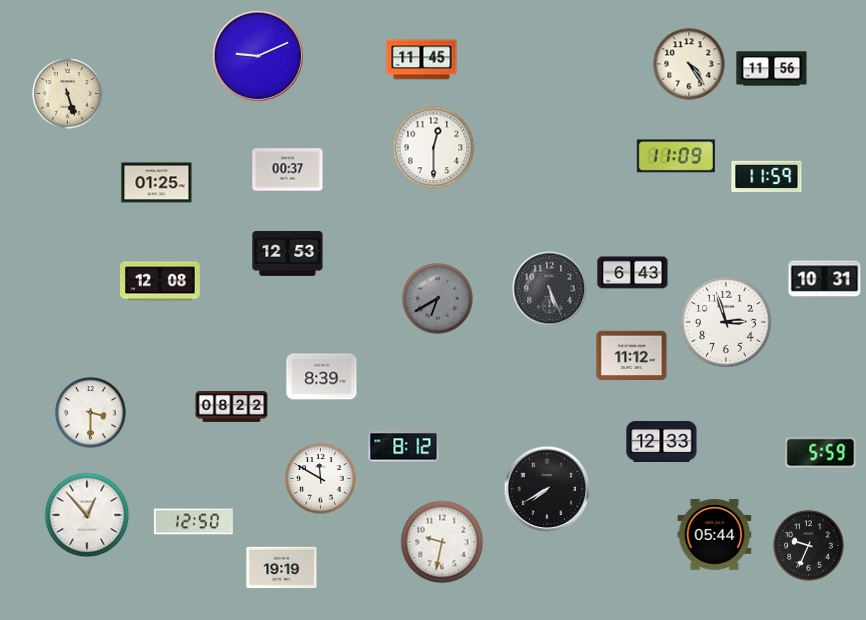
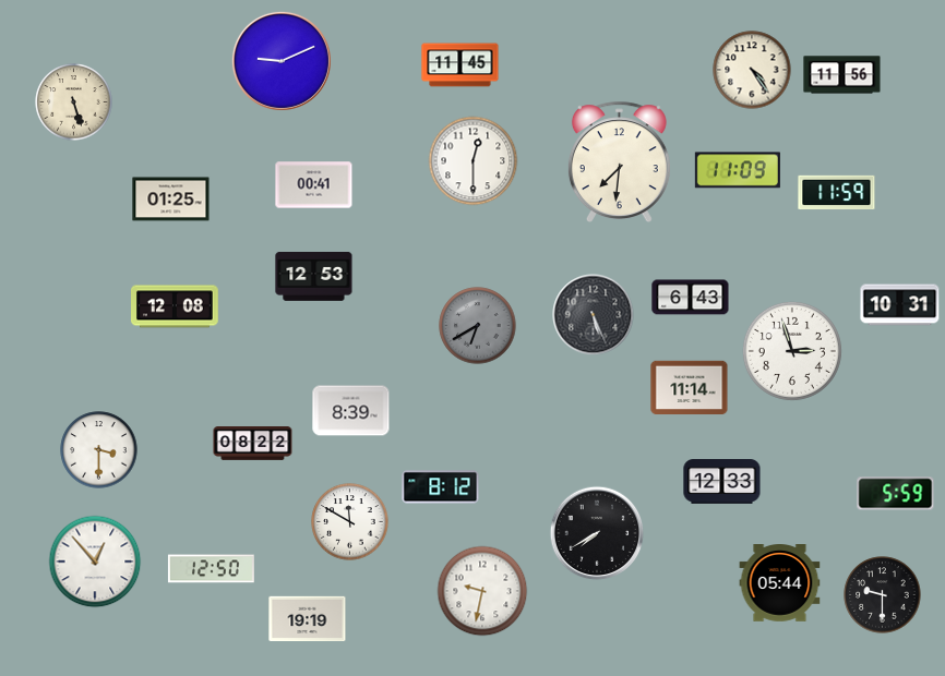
clock at (619, 161): none -> 7:31
clock at (288, 170): 00:37 -> 00:41
clock at (550, 289) position: (550, 289) -> (594, 315)
clock at (632, 356): 11:12 -> 11:14
clock at (809, 546): 9:34 -> 9:30
